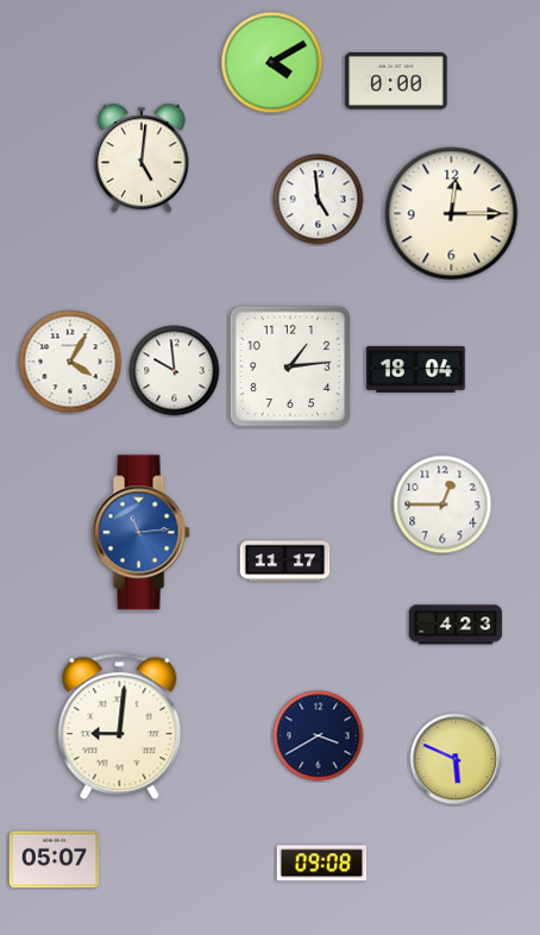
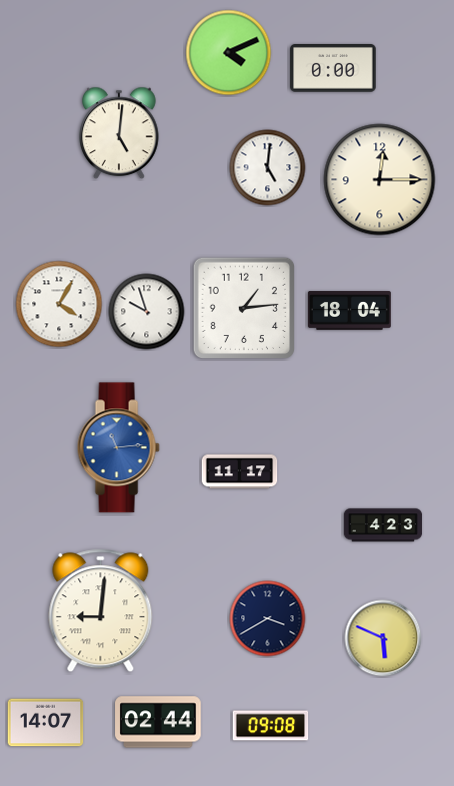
clock at (272, 63): 4:10 -> 4:11
clock at (319, 200): 4:59 -> 5:01
clock at (175, 371): 9:59 -> 9:57
clock at (442, 504): 12:45 -> none
clock at (158, 722): none -> 02:44
clock at (55, 860): 05:07 -> 14:07
